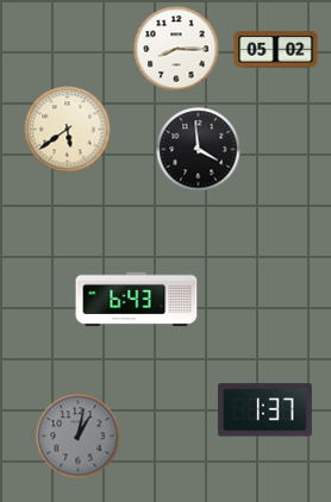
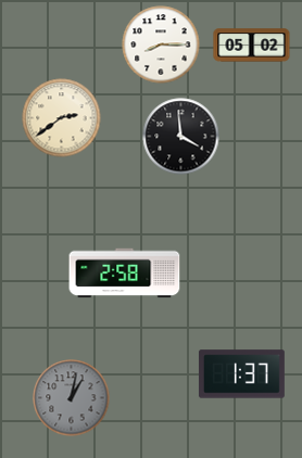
clock at (68, 130): 5:39 -> 2:39
clock at (137, 300): 6:43 -> 2:58
